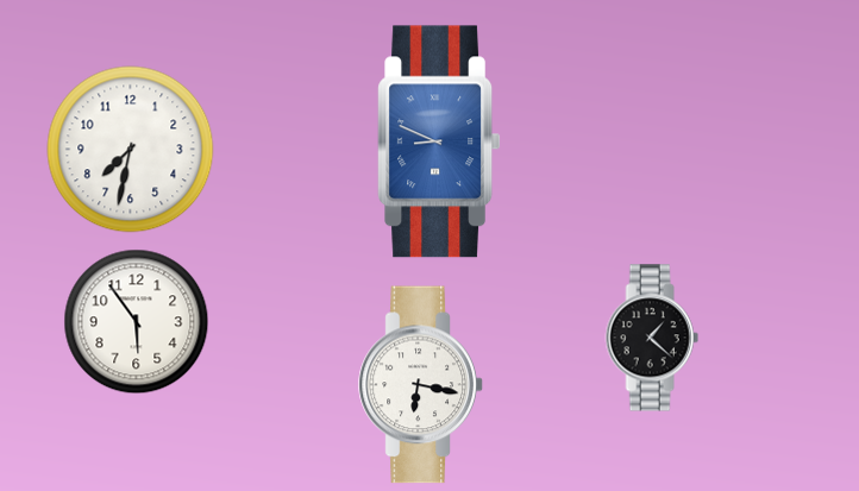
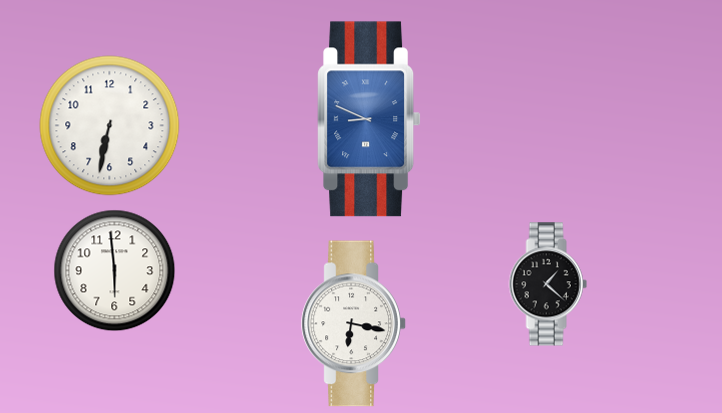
clock at (131, 150): 7:32 -> 6:32
clock at (137, 322): 5:54 -> 5:59
